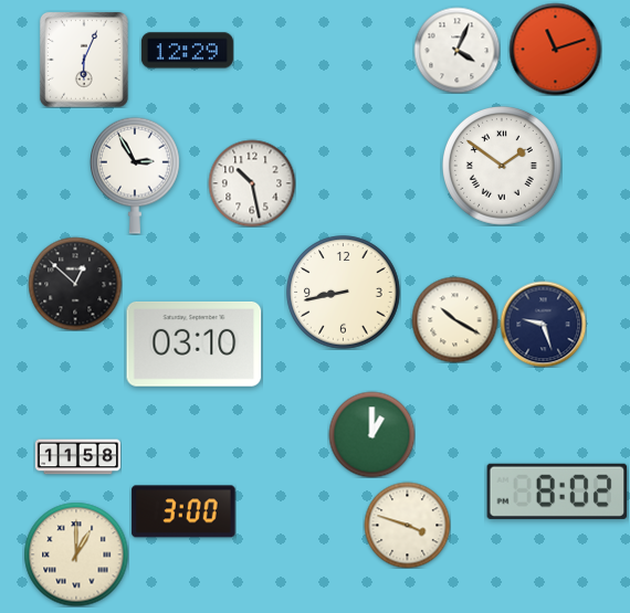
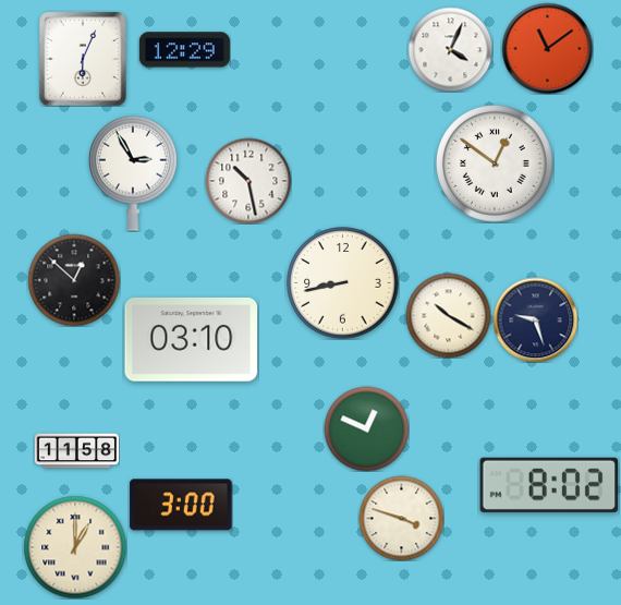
clock at (555, 49): 11:12 -> 11:09
clock at (503, 167): 1:51 -> 12:51
clock at (344, 293) position: (344, 293) -> (343, 283)
clock at (371, 434): 1:00 -> 12:49
